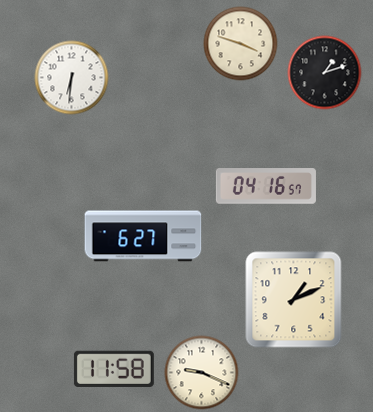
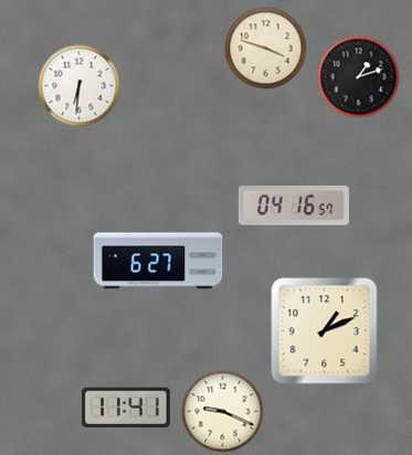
clock at (325, 73) position: (325, 73) -> (359, 77)
clock at (114, 368): 11:58 -> 11:41
